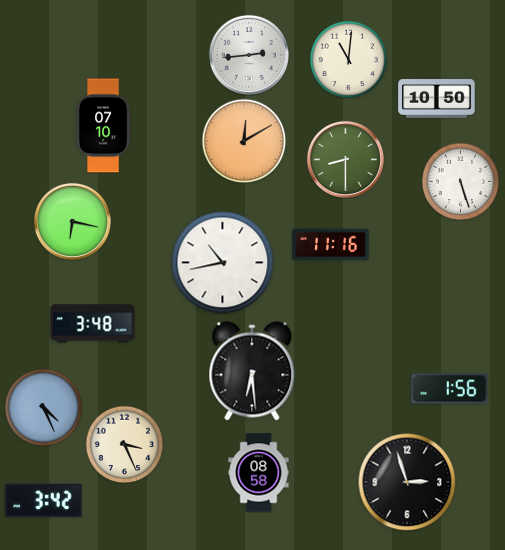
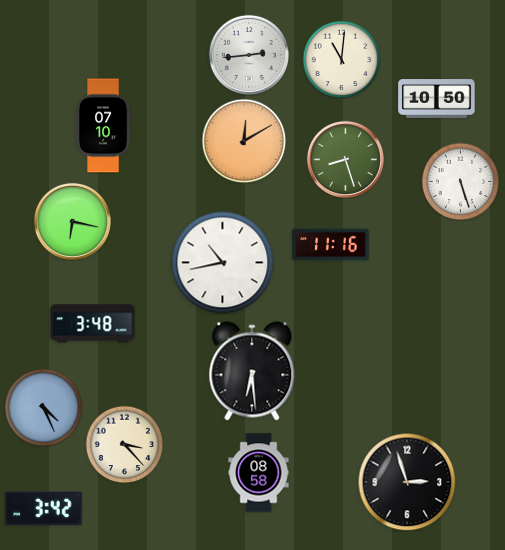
clock at (348, 59) position: (348, 59) -> (341, 59)
clock at (345, 159): 8:30 -> 8:27
clock at (450, 389): 1:56 -> none
clock at (124, 444): 3:26 -> 3:23
clock at (44, 501) position: (44, 501) -> (44, 509)
